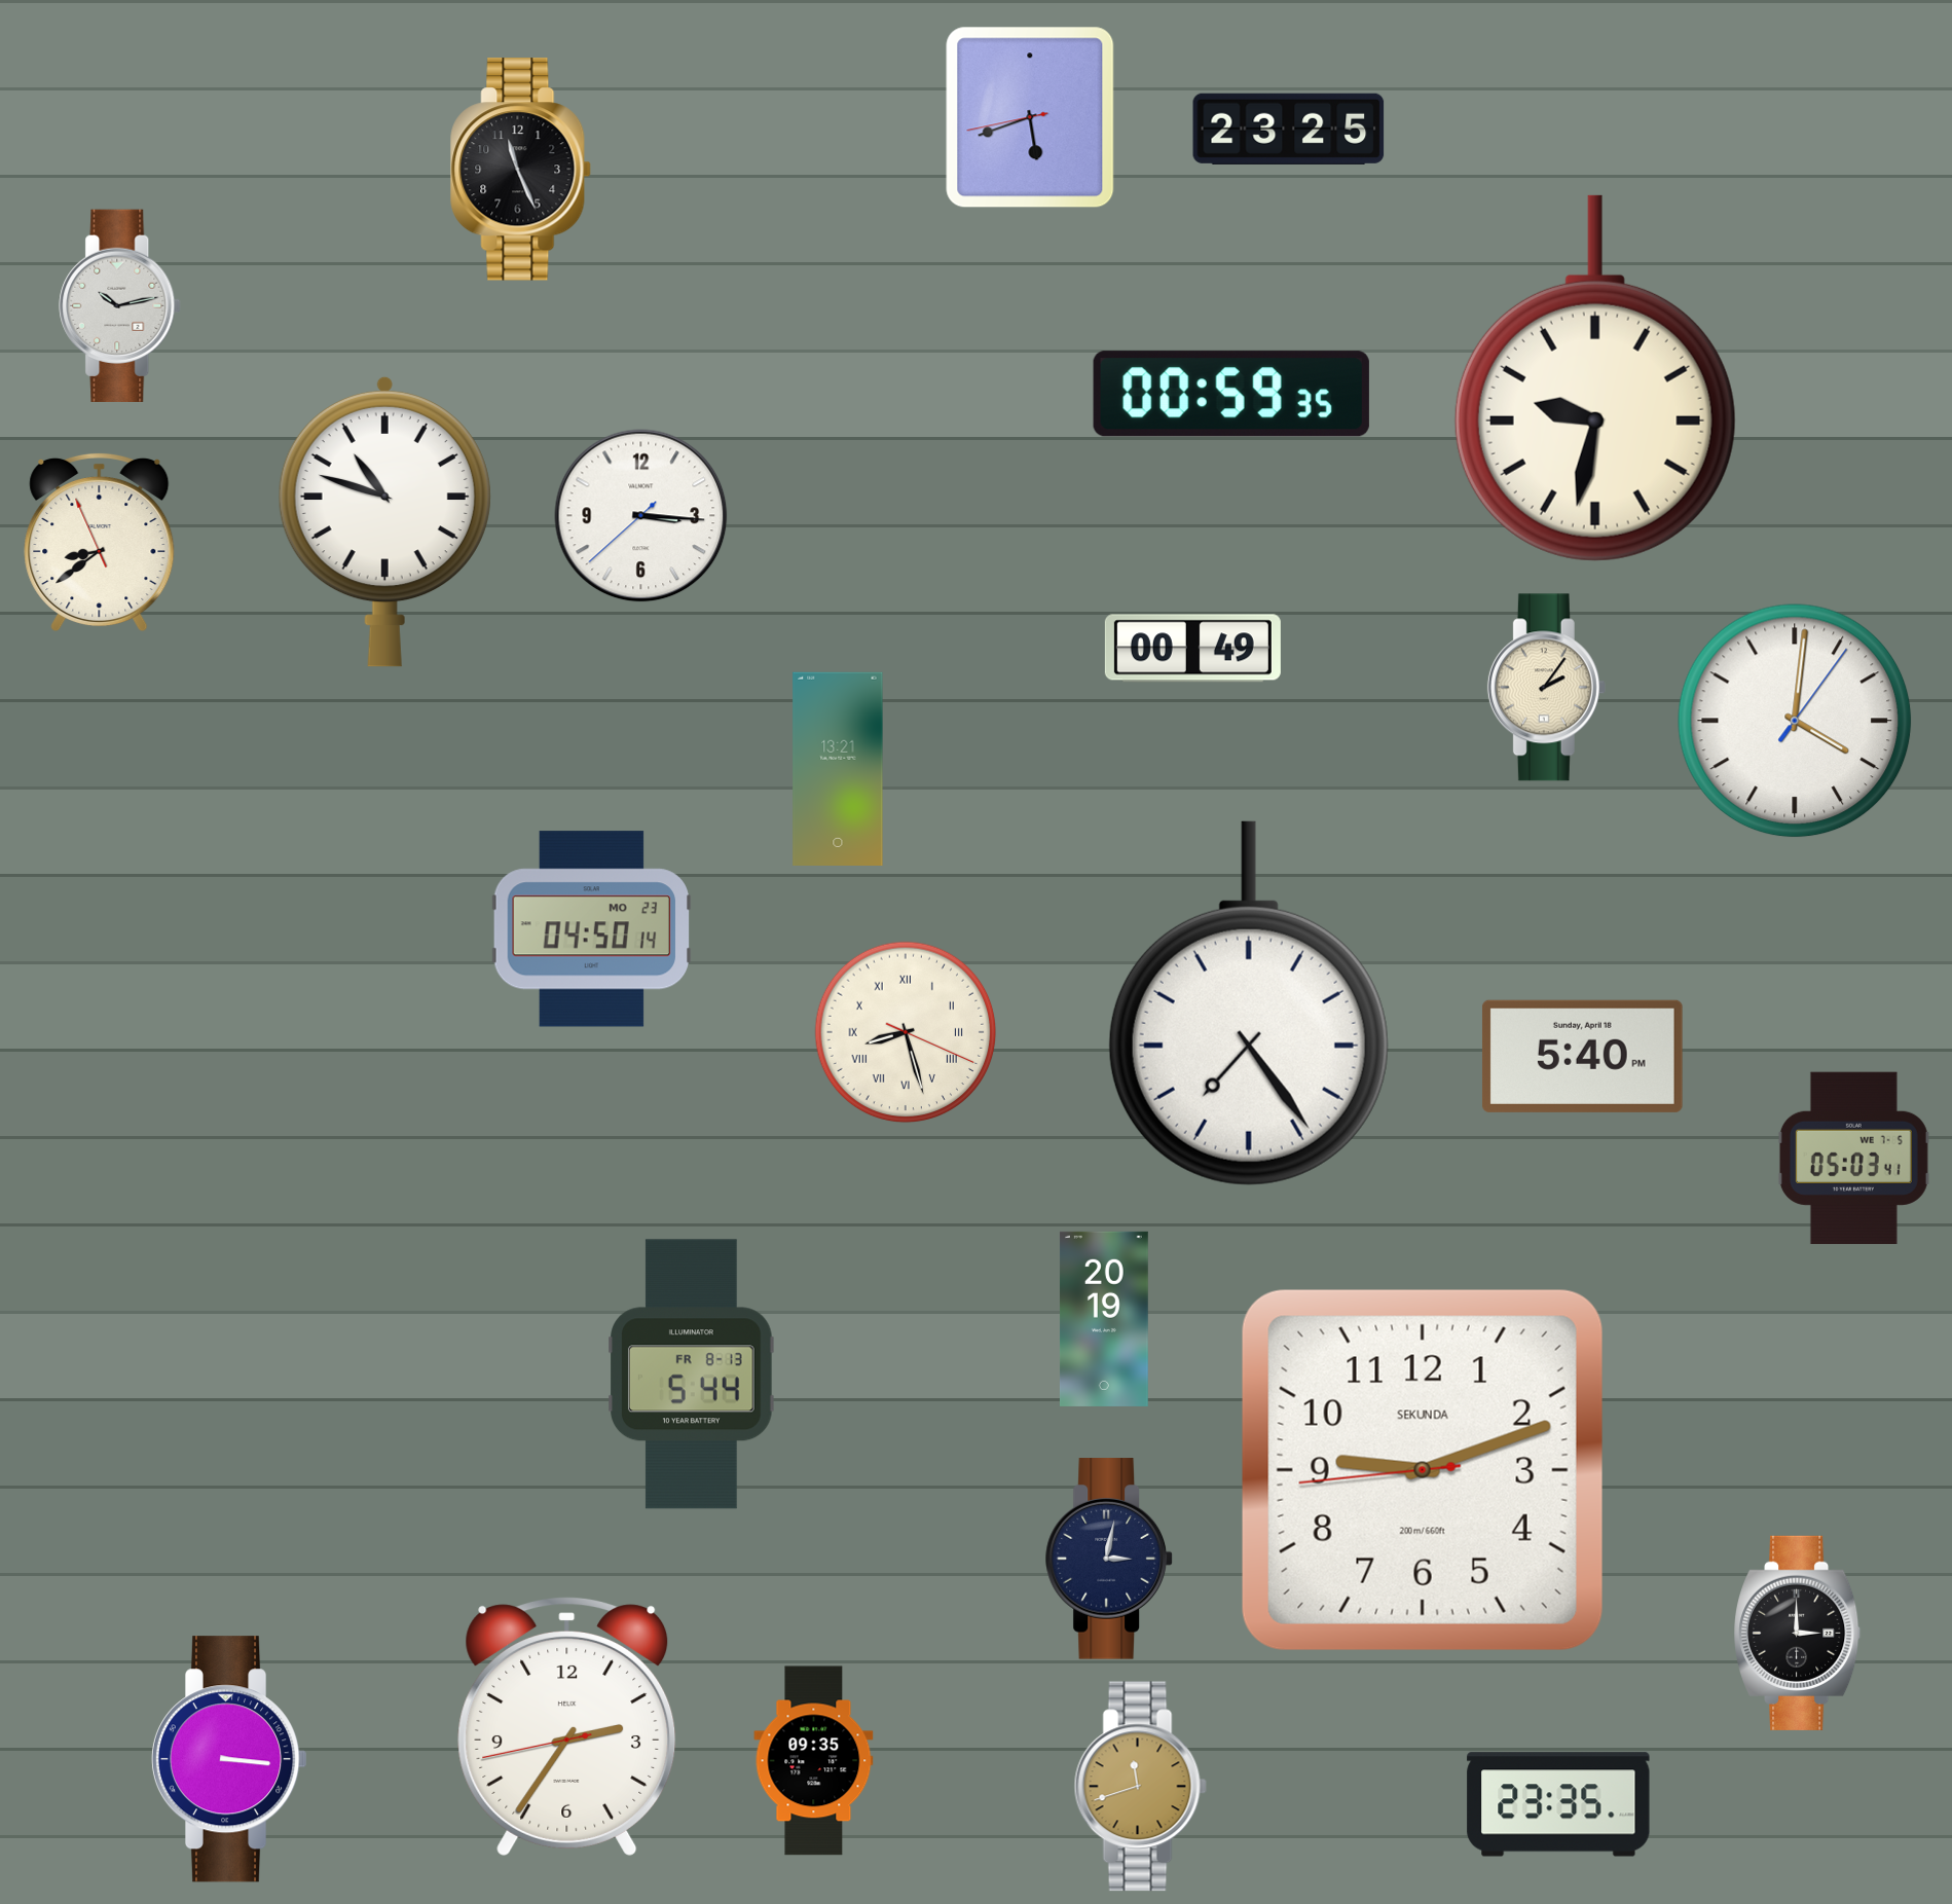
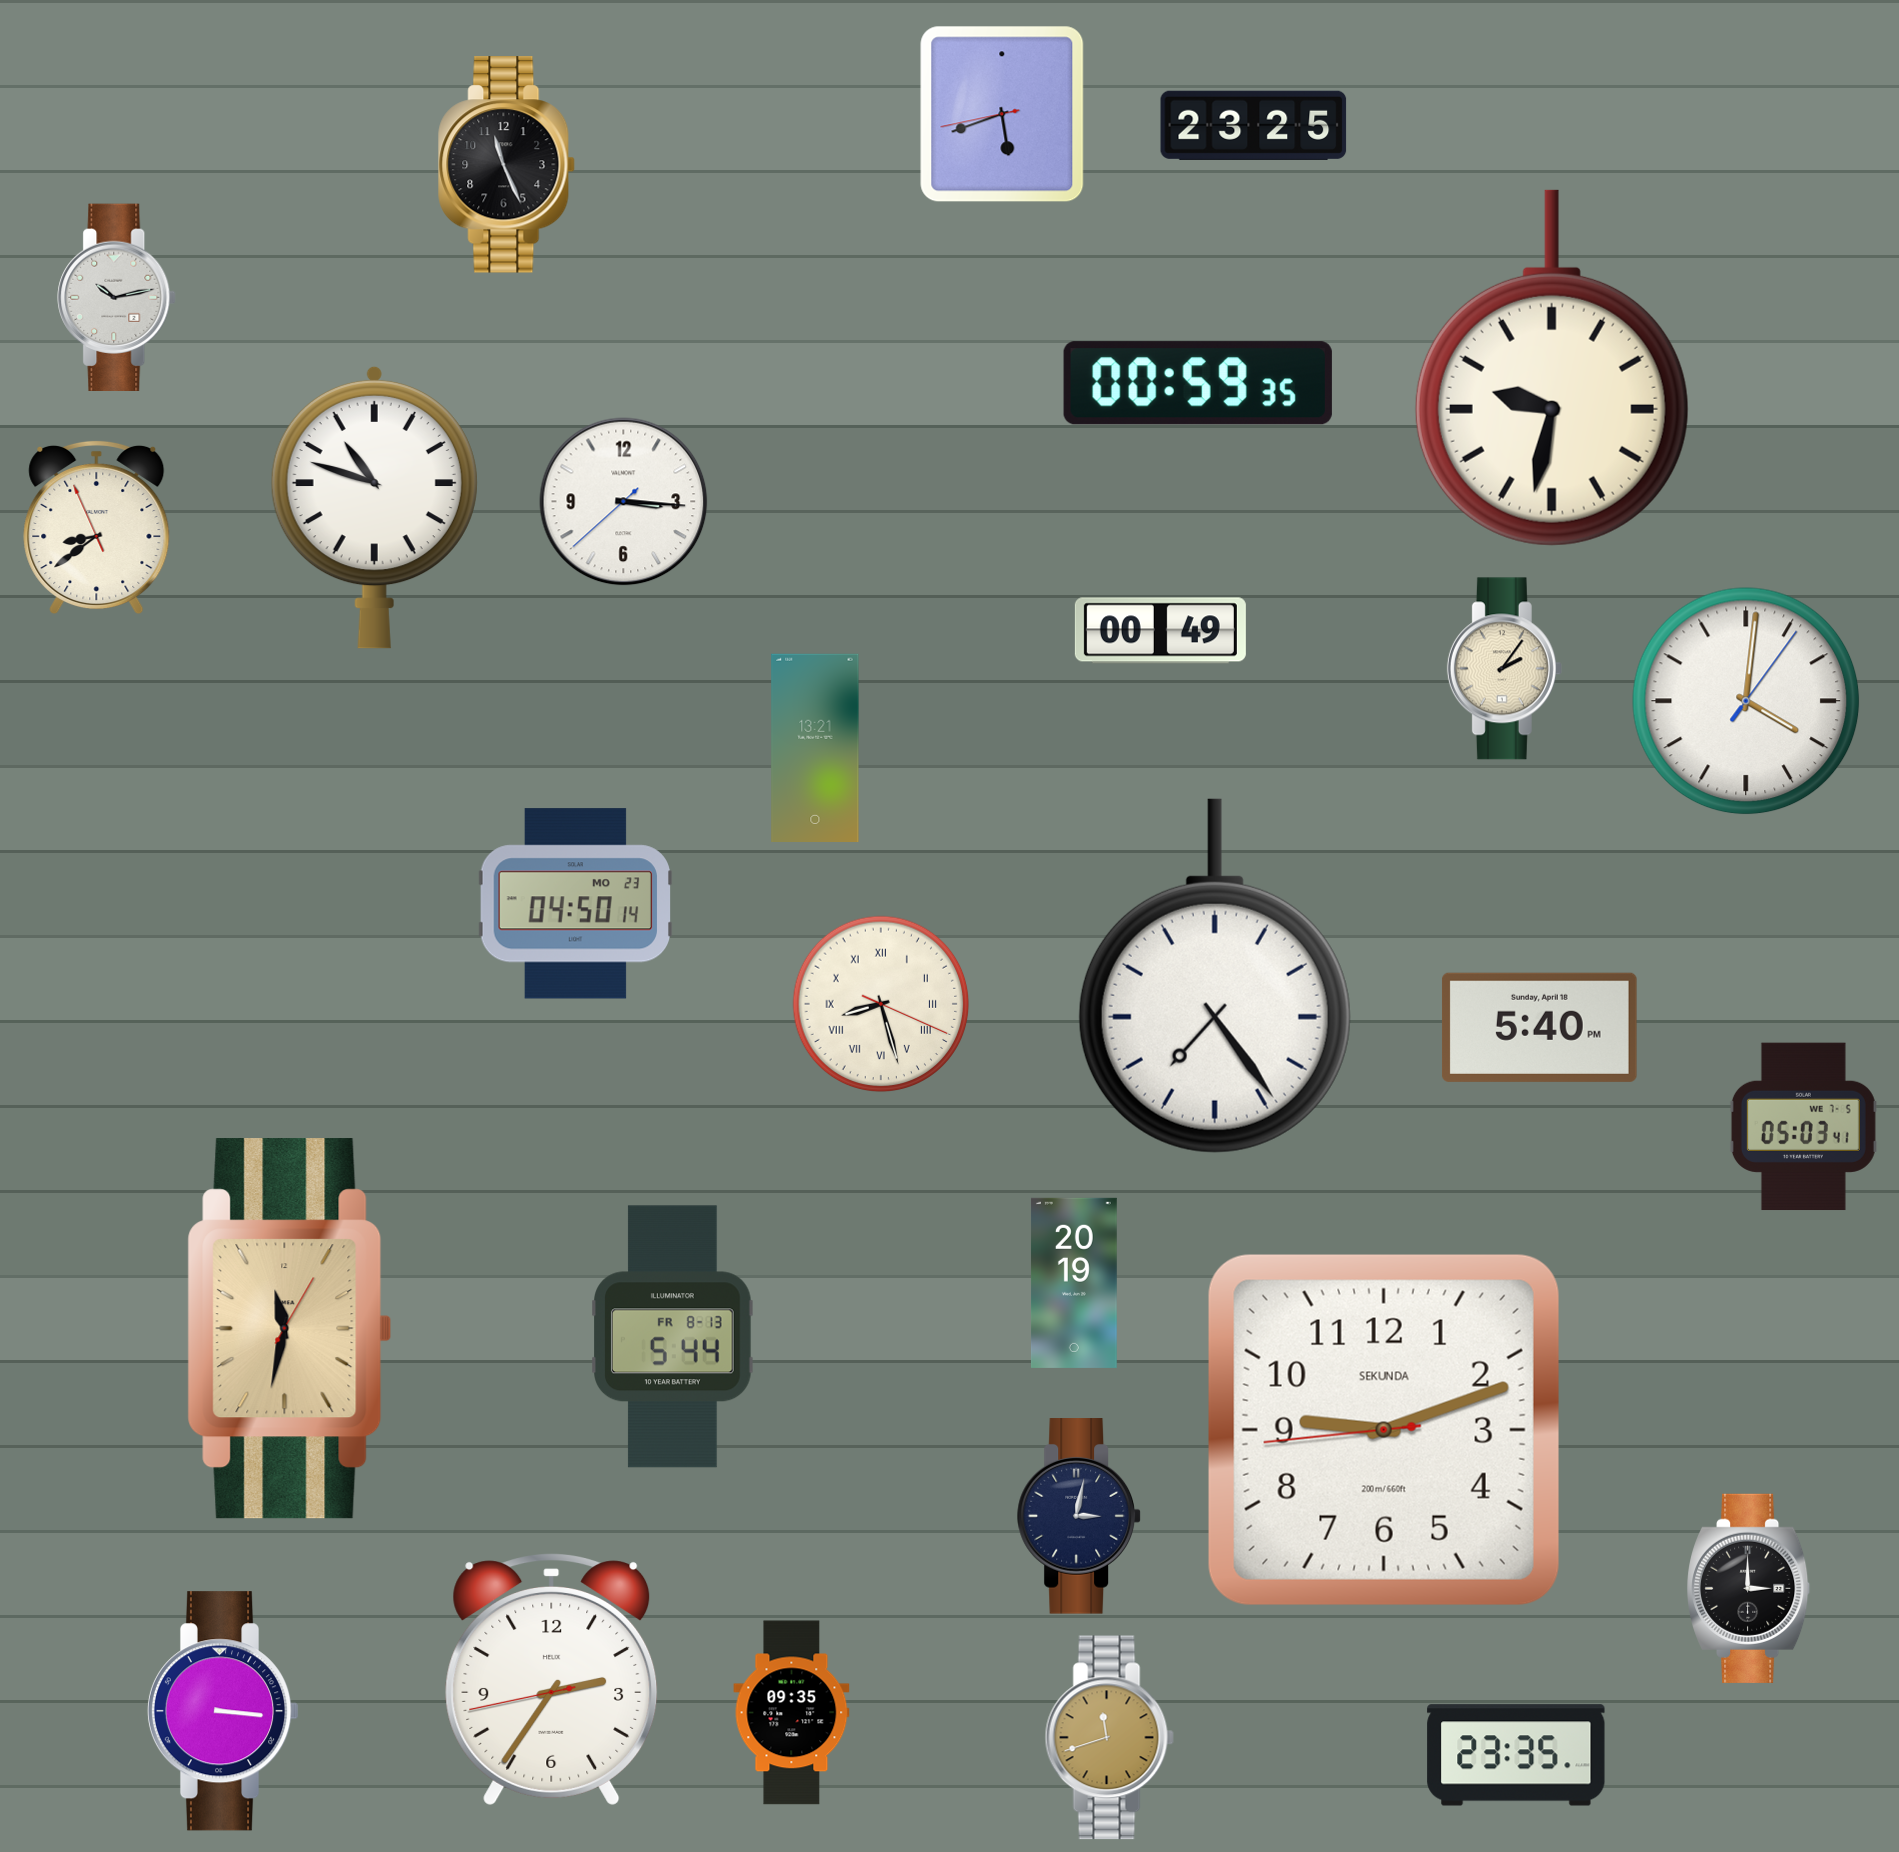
clock at (290, 1329): none -> 11:32
